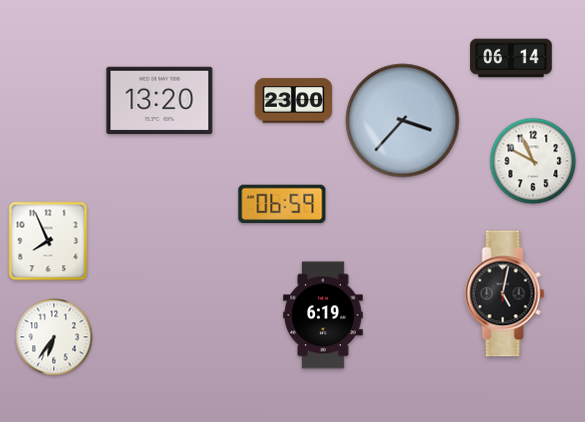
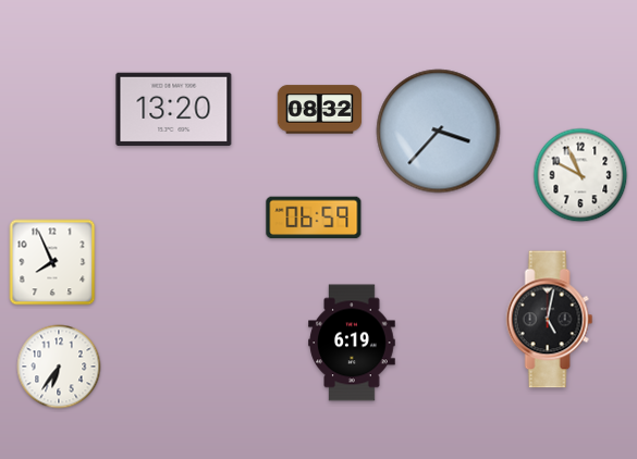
clock at (511, 58): 06:14 -> none
clock at (294, 101): 23:00 -> 08:32
clock at (282, 204) position: (282, 204) -> (314, 218)
